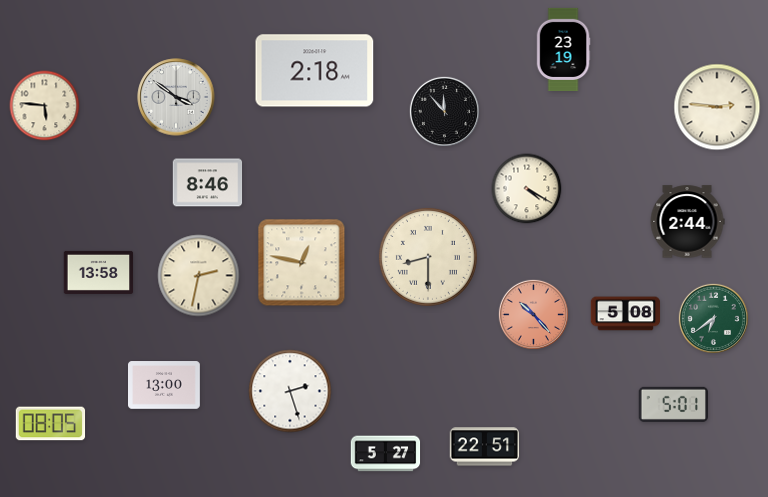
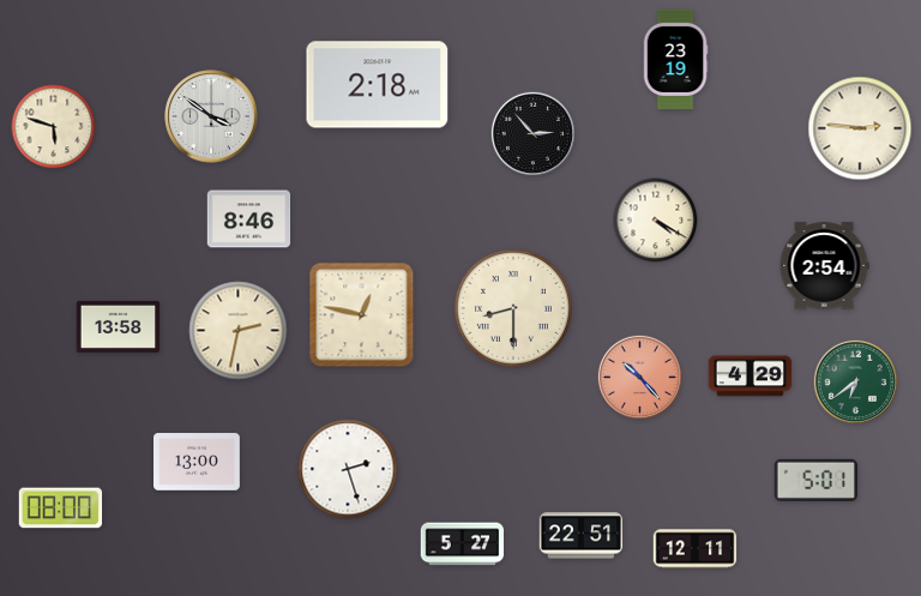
clock at (45, 106): 5:46 -> 5:48
clock at (444, 111): 11:53 -> 2:53
clock at (527, 189) position: (527, 189) -> (656, 221)
clock at (687, 222): 2:44 -> 2:54
clock at (626, 314): 5:08 -> 4:29
clock at (673, 404) position: (673, 404) -> (815, 480)
clock at (51, 424): 08:05 -> 08:00
clock at (696, 549): none -> 12:11
